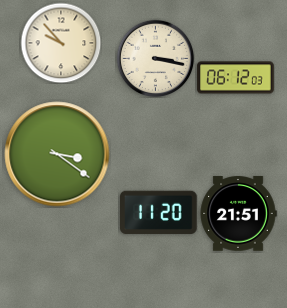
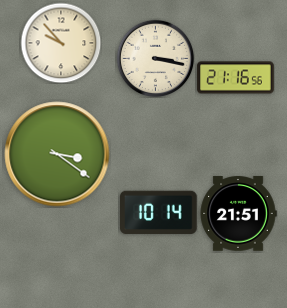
clock at (236, 78): 06:12 -> 21:16
clock at (159, 212): 11:20 -> 10:14
